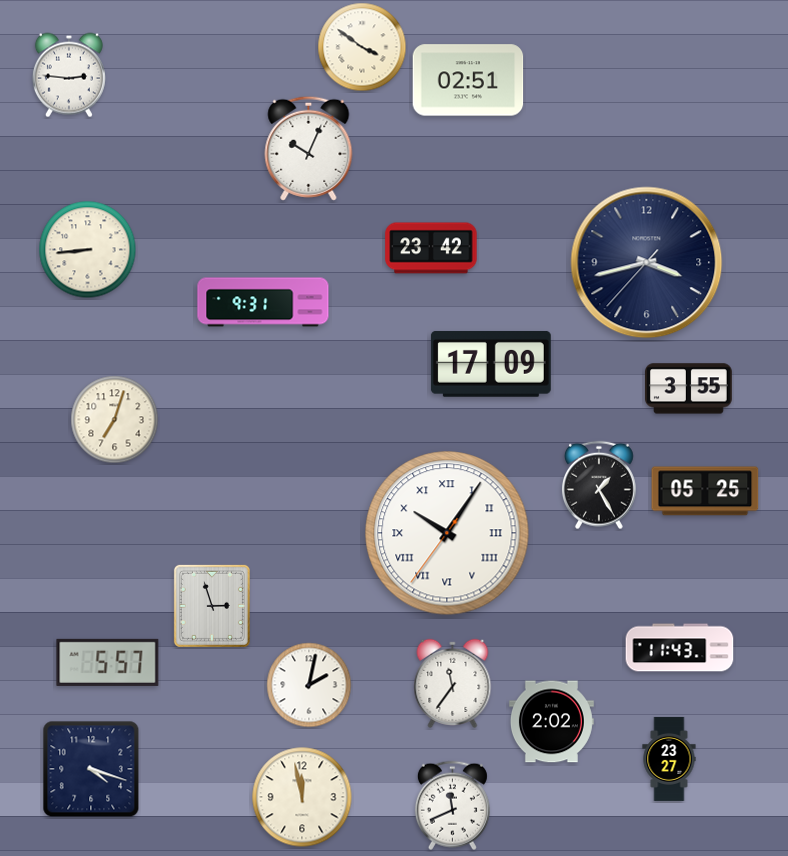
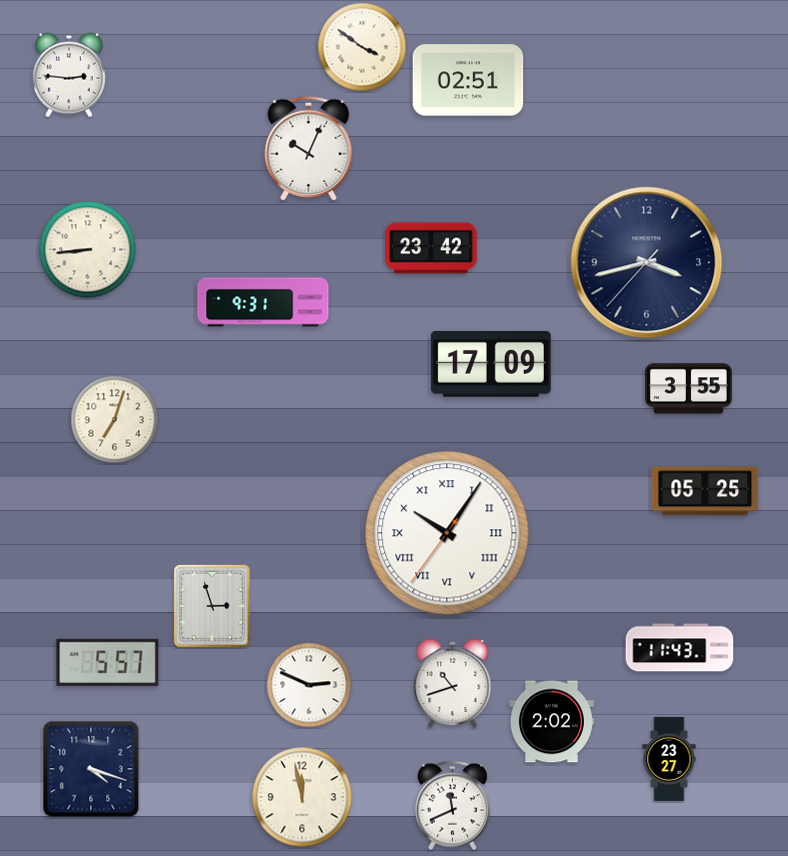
clock at (599, 485): 1:25 -> none
clock at (453, 683): 11:36 -> 10:42
clock at (309, 685): 2:02 -> 2:49
